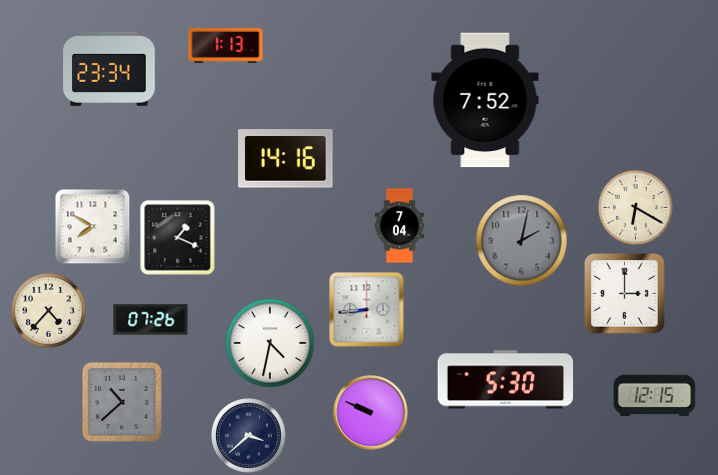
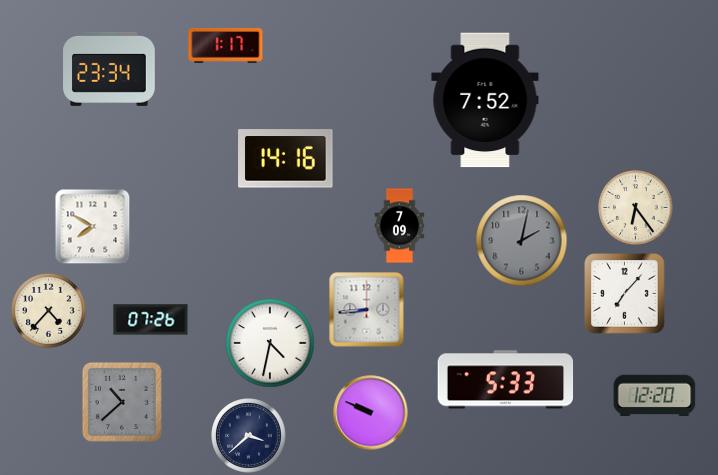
clock at (226, 45): 1:13 -> 1:17
clock at (636, 208): 6:20 -> 6:24
clock at (400, 226): 7:04 -> 7:09
clock at (178, 238): 1:19 -> none
clock at (625, 294): 3:00 -> 7:07
clock at (506, 380): 5:30 -> 5:33
clock at (655, 396): 12:15 -> 12:20
